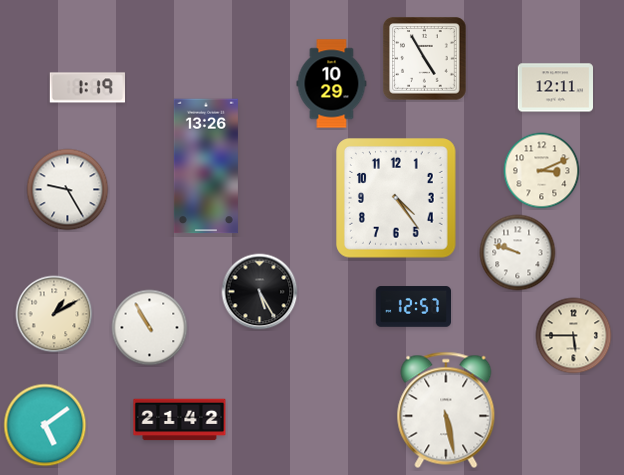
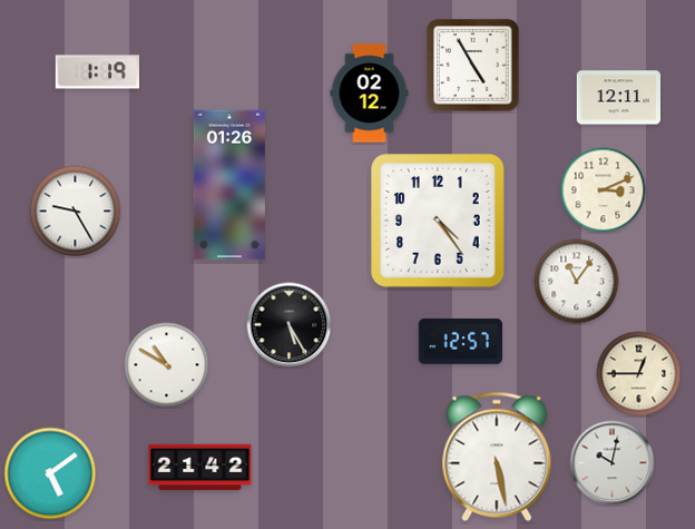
clock at (332, 84): 10:29 -> 02:12
clock at (87, 88) position: (87, 88) -> (97, 72)
clock at (206, 166): 13:26 -> 01:26
clock at (396, 198) position: (396, 198) -> (438, 221)
clock at (518, 253): 9:48 -> 11:06
clock at (54, 314): 1:10 -> none
clock at (150, 328): 10:55 -> 10:50
clock at (574, 336): 5:45 -> 12:45
clock at (613, 463): none -> 10:02
